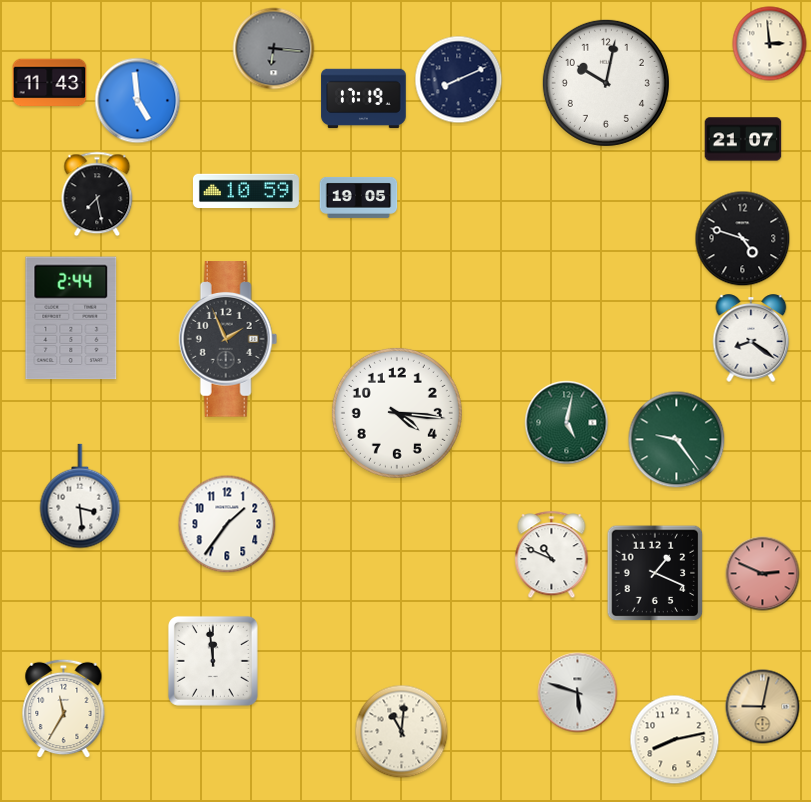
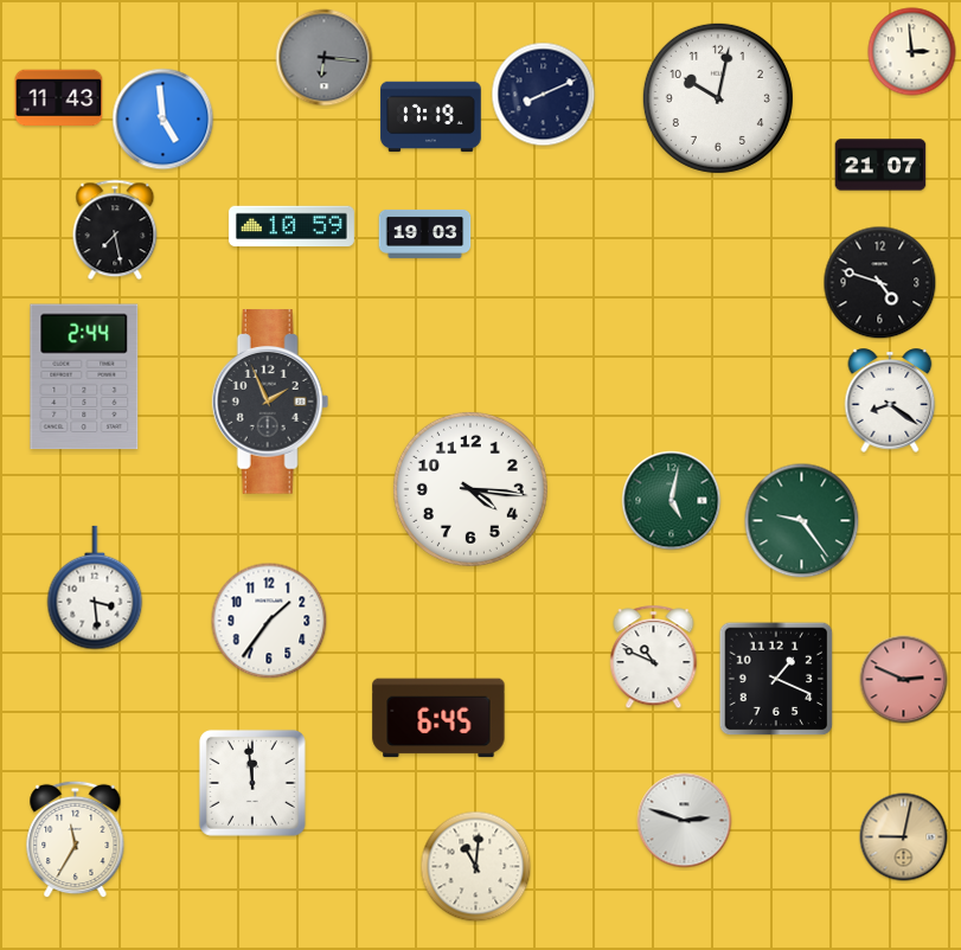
clock at (359, 197): 19:05 -> 19:03
clock at (438, 718): none -> 6:45
clock at (578, 693): 5:48 -> 2:48
clock at (675, 740): 8:13 -> none
